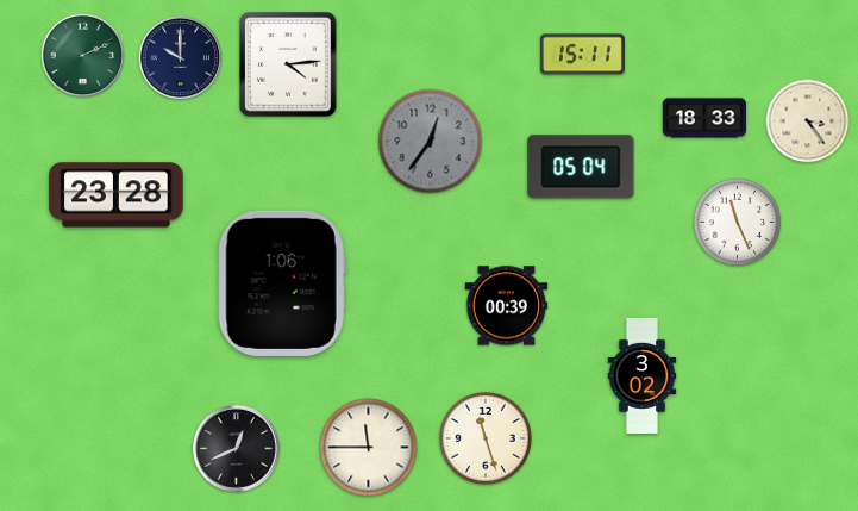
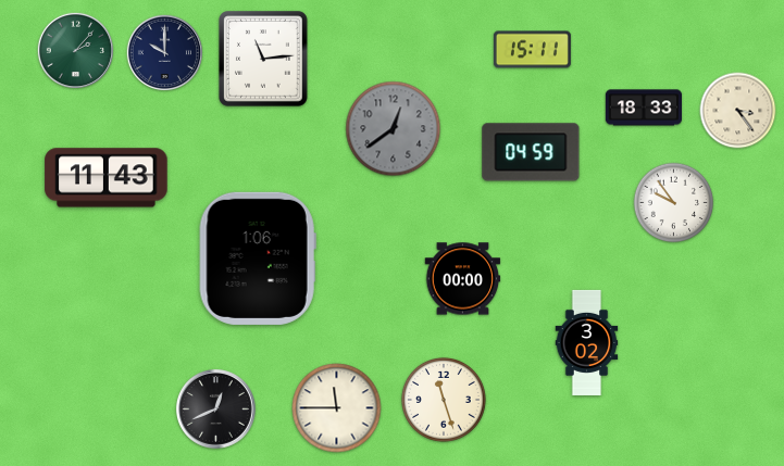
clock at (82, 55): 2:11 -> 2:07
clock at (288, 64): 4:14 -> 11:14
clock at (431, 142): 12:36 -> 12:39
clock at (581, 167): 05:04 -> 04:59
clock at (117, 195): 23:28 -> 11:43
clock at (738, 223): 11:26 -> 9:54
clock at (507, 306): 00:39 -> 00:00
